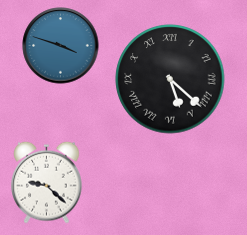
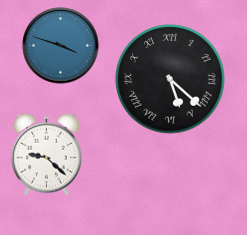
clock at (47, 182) position: (47, 182) -> (47, 154)
